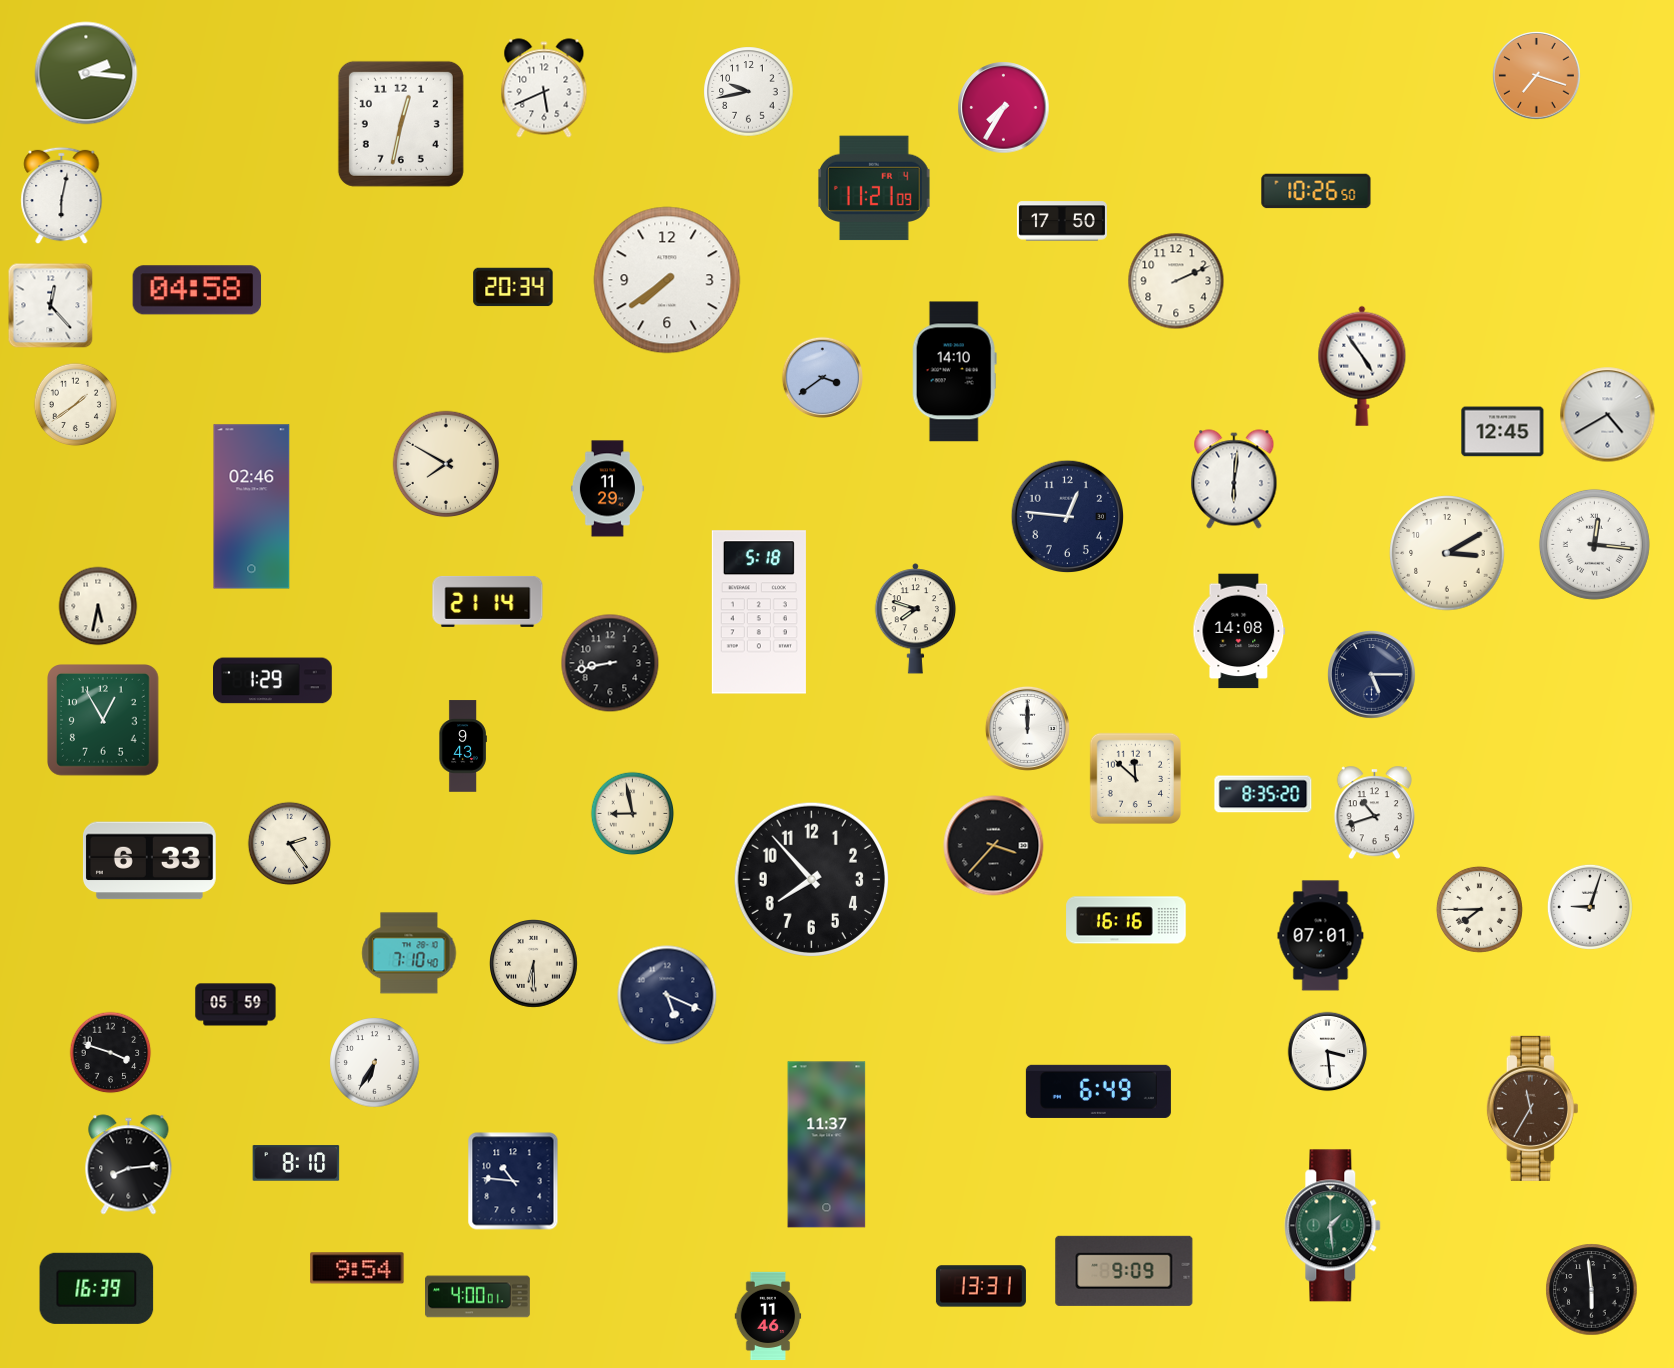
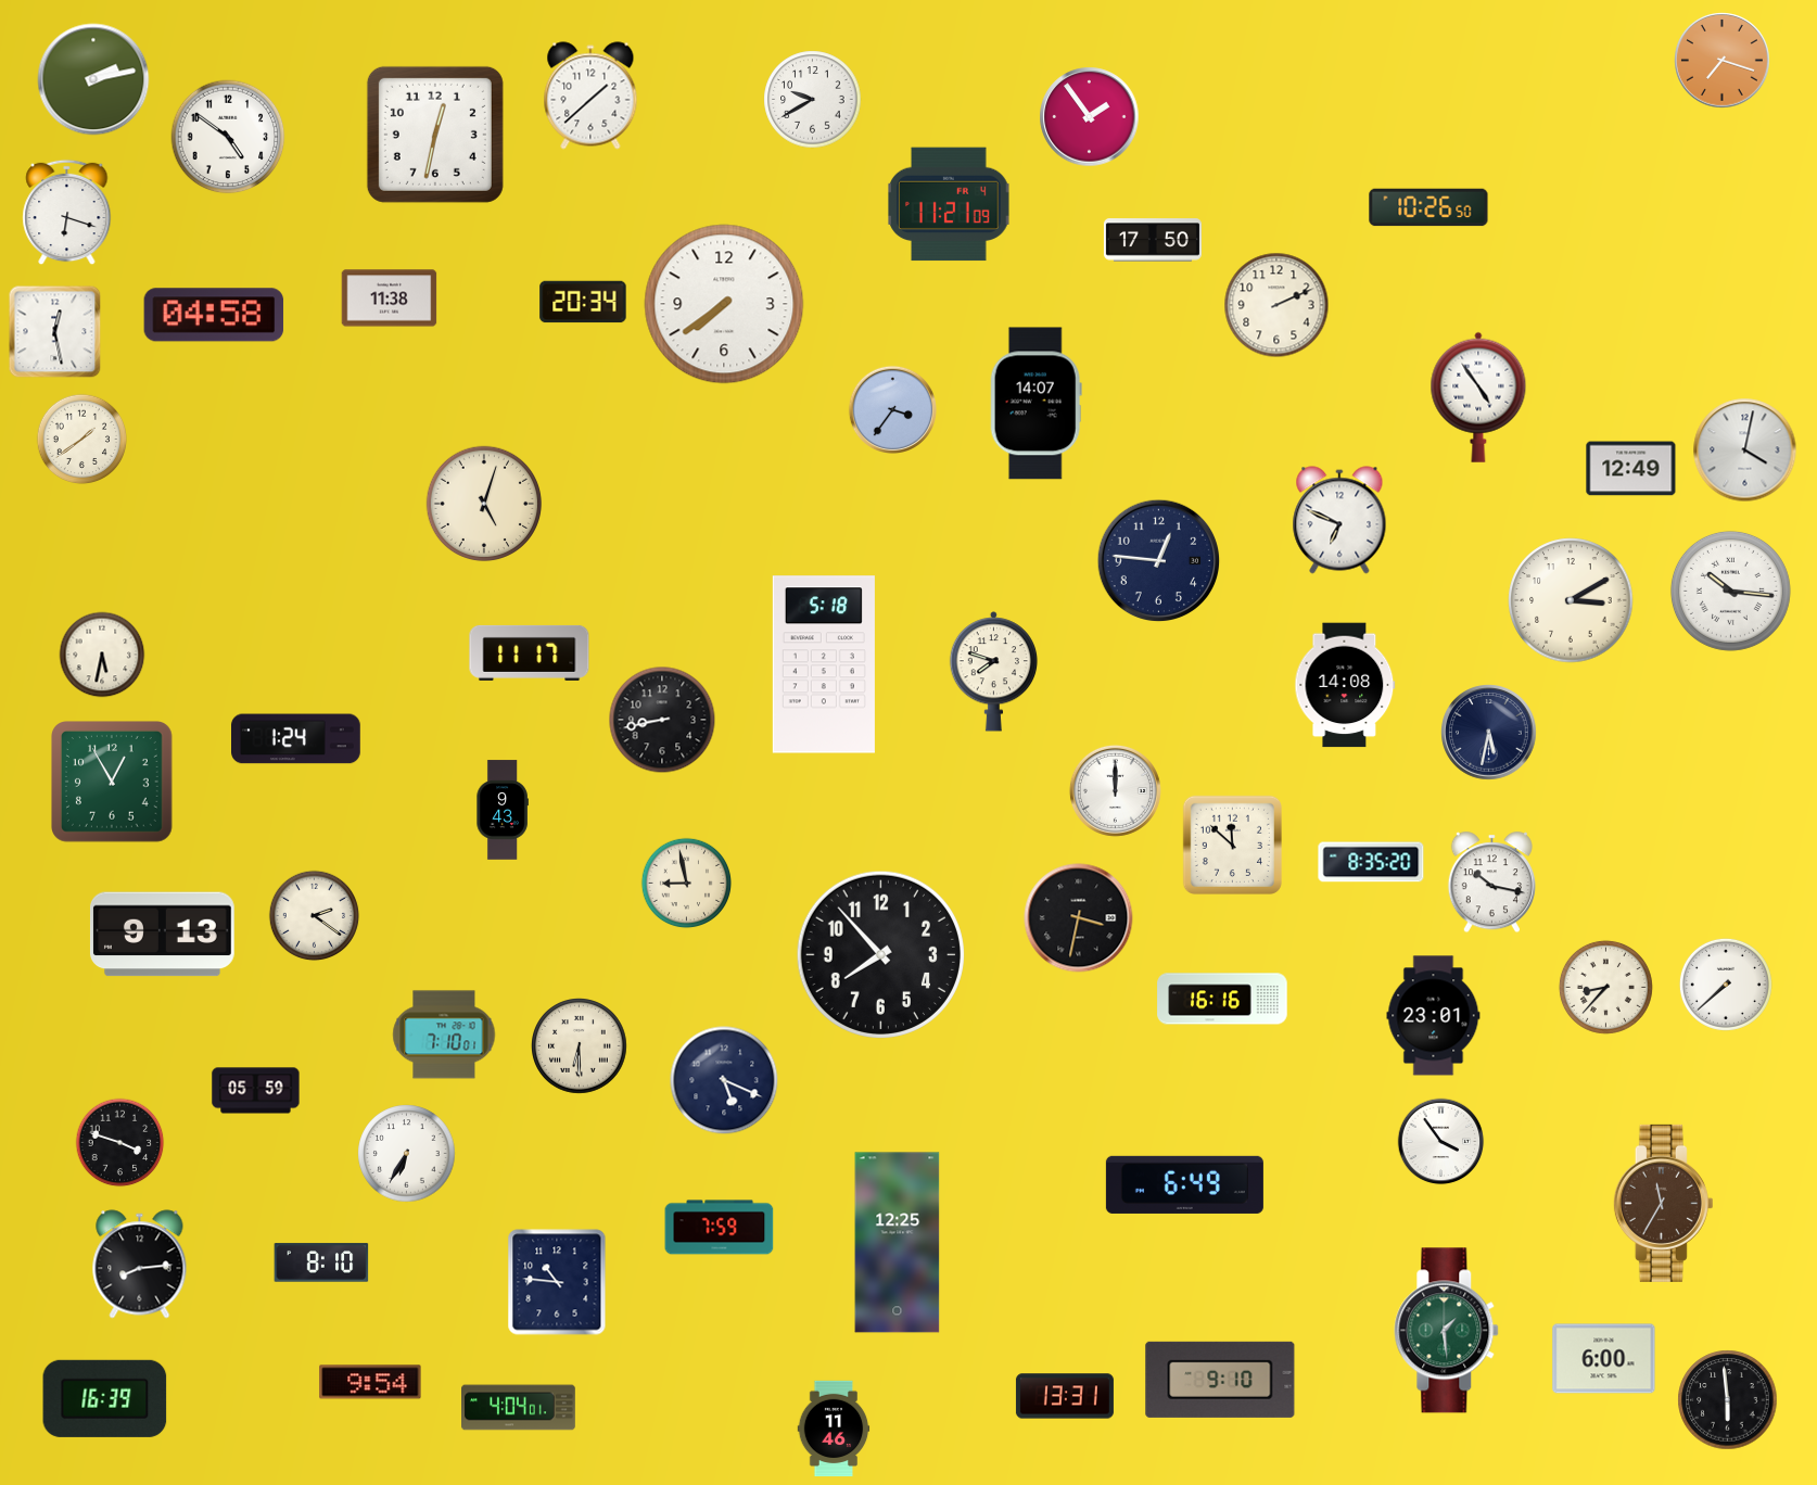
clock at (86, 73): 2:16 -> 2:13
clock at (1537, 76) position: (1537, 76) -> (1723, 61)
clock at (544, 88): 5:41 -> 1:38
clock at (749, 92): 9:43 -> 9:40
clock at (1004, 108): 7:35 -> 1:54
clock at (228, 137): none -> 4:51
clock at (62, 196): 6:02 -> 6:18
clock at (390, 299): none -> 11:38
clock at (513, 287) position: (513, 287) -> (583, 302)
clock at (51, 306): 12:23 -> 12:28
clock at (954, 372): 14:10 -> 14:07
clock at (822, 377): 3:39 -> 3:36
clock at (1608, 415): 4:40 -> 4:02
clock at (1503, 432): 12:45 -> 12:49
clock at (446, 464): 7:50 -> 5:03
clock at (1234, 479): 6:01 -> 6:49
clock at (607, 489): 11:29 -> none
clock at (252, 507): 02:46 -> none
clock at (1594, 544): 12:16 -> 10:16
clock at (488, 601): 21:14 -> 11:17
clock at (98, 606) position: (98, 606) -> (102, 655)
clock at (1372, 675): 5:15 -> 5:32
clock at (273, 681): 1:29 -> 1:24
clock at (1374, 813): 10:42 -> 10:17
clock at (290, 844): 2:24 -> 2:21
clock at (994, 846): 3:37 -> 3:32
clock at (149, 861): 6:33 -> 9:13
clock at (1590, 907): 9:03 -> 7:38
clock at (1479, 909): 7:45 -> 8:37
clock at (1321, 936): 07:01 -> 23:01
clock at (409, 953): 7:10:40 -> 7:10:01
clock at (1328, 1052): 3:29 -> 3:54
clock at (1098, 1091) position: (1098, 1091) -> (1184, 1184)
clock at (720, 1228): none -> 7:59
clock at (827, 1145): 11:37 -> 12:25
clock at (1604, 1359): none -> 6:00
clock at (357, 1268) position: (357, 1268) -> (370, 1382)
clock at (1124, 1271): 9:09 -> 9:10
clock at (478, 1297): 4:00 -> 4:04
